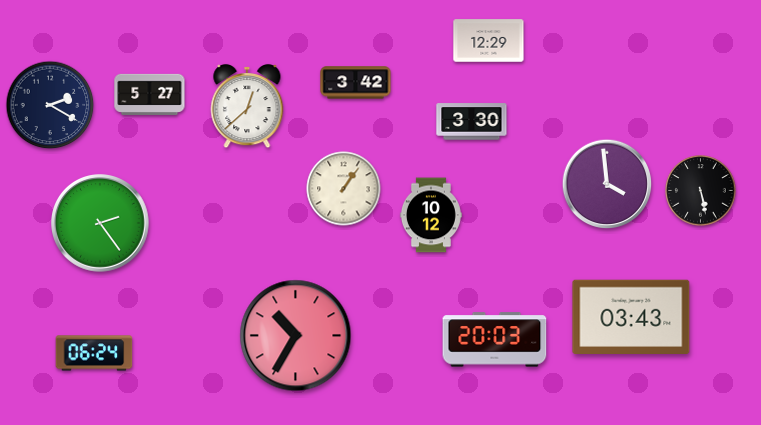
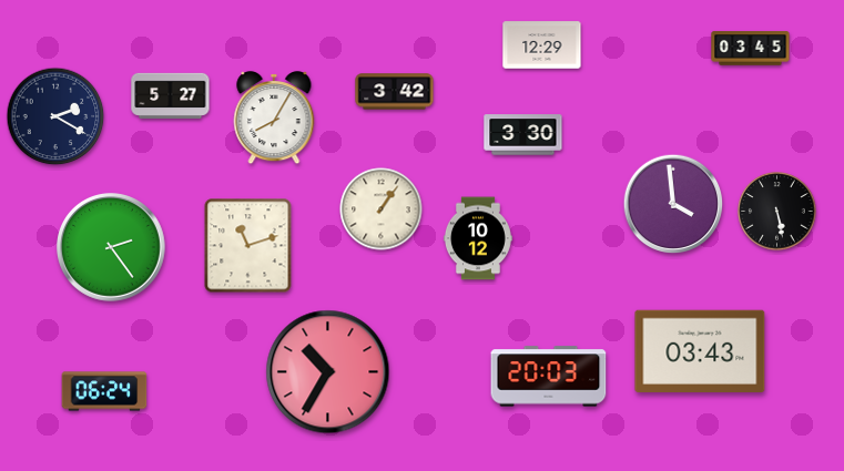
clock at (751, 49): none -> 03:45
clock at (150, 94) position: (150, 94) -> (171, 95)
clock at (247, 106): 12:38 -> 8:05
clock at (248, 246): none -> 11:12
